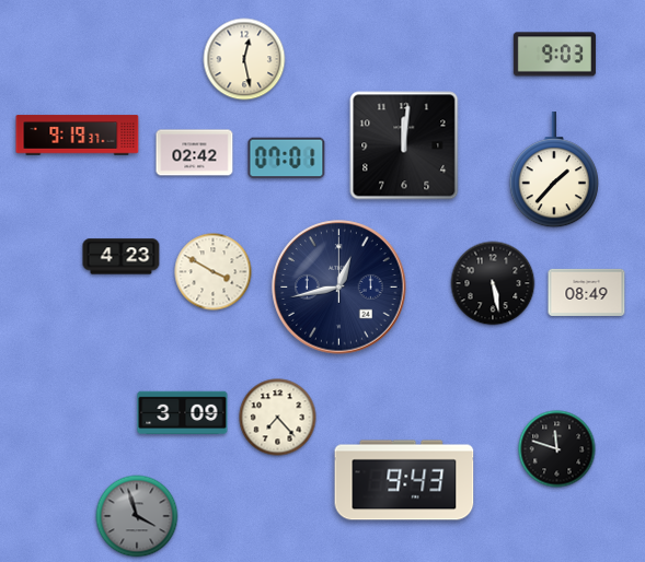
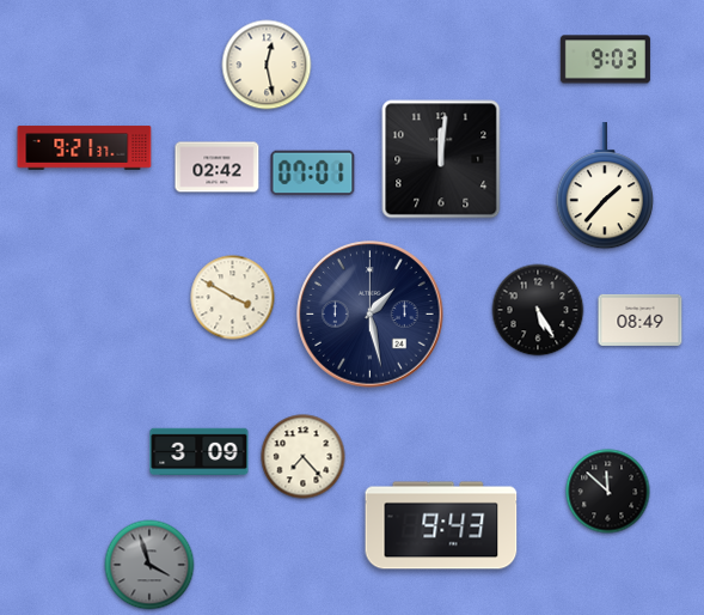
clock at (78, 136): 9:19 -> 9:21
clock at (195, 153) position: (195, 153) -> (218, 168)
clock at (122, 257): 4:23 -> none
clock at (493, 283): 5:28 -> 5:25
clock at (339, 288): 12:43 -> 1:28
clock at (557, 449): 11:48 -> 11:52
